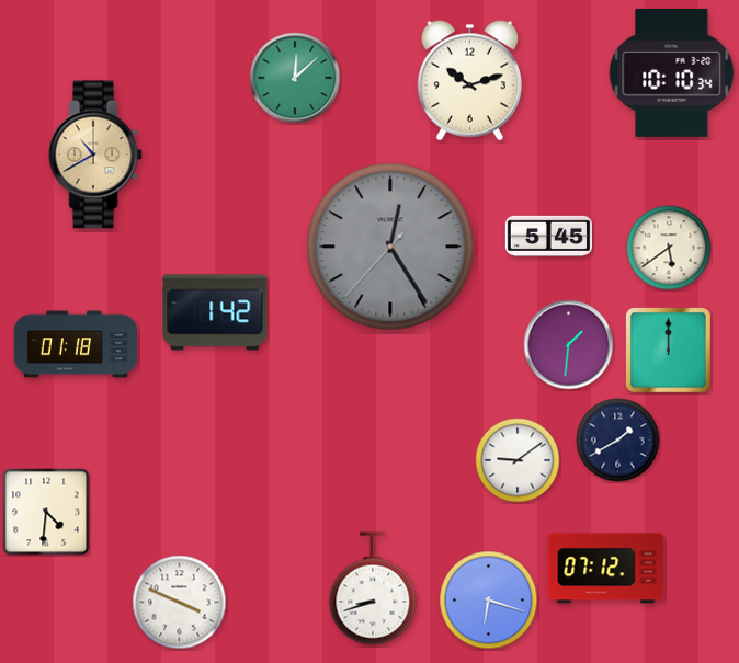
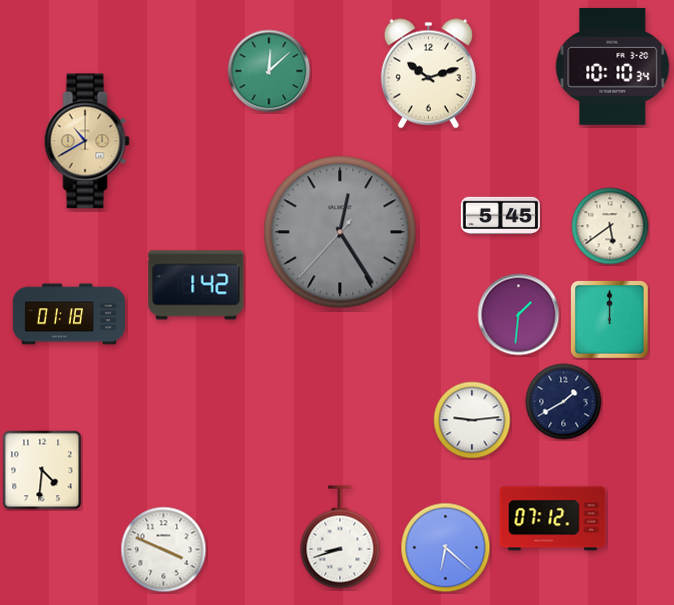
clock at (390, 247) position: (390, 247) -> (340, 232)
clock at (518, 460): 9:09 -> 9:14
clock at (46, 512) position: (46, 512) -> (42, 470)
clock at (489, 601): 6:18 -> 6:22
